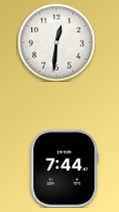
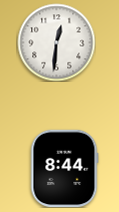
clock at (64, 168): 7:44 -> 8:44
